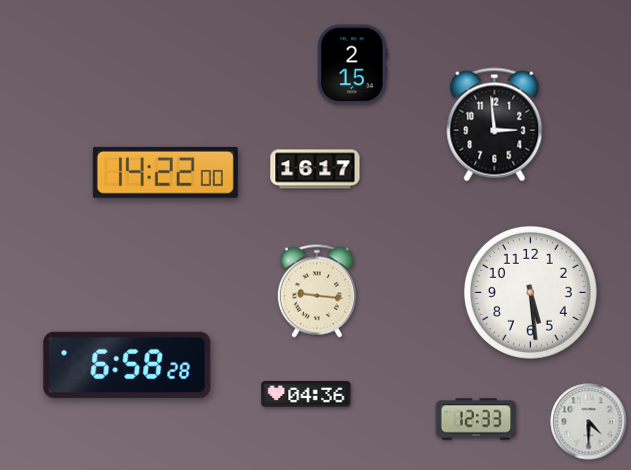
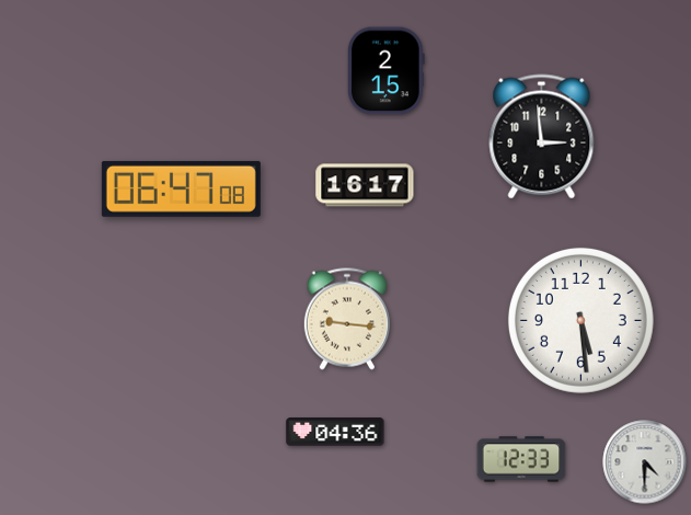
clock at (315, 169) position: (315, 169) -> (365, 185)
clock at (165, 172): 14:22 -> 06:47
clock at (127, 365): 6:58 -> none
